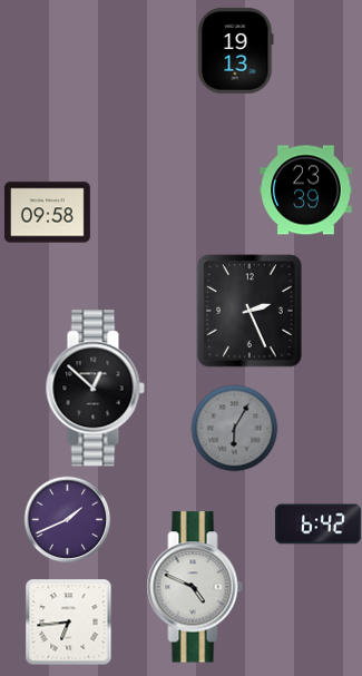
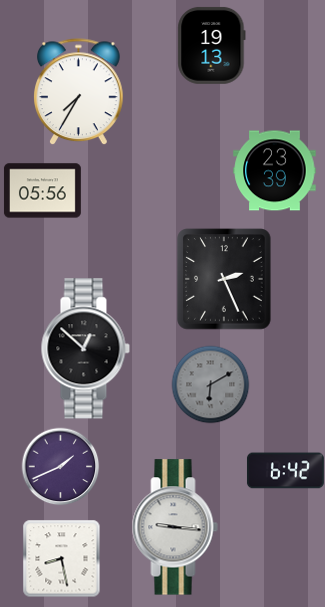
clock at (79, 92): none -> 7:35
clock at (47, 213): 09:58 -> 05:56
clock at (234, 428): 6:05 -> 6:10
clock at (195, 587): 4:49 -> 9:16
clock at (68, 621): 6:44 -> 8:28
